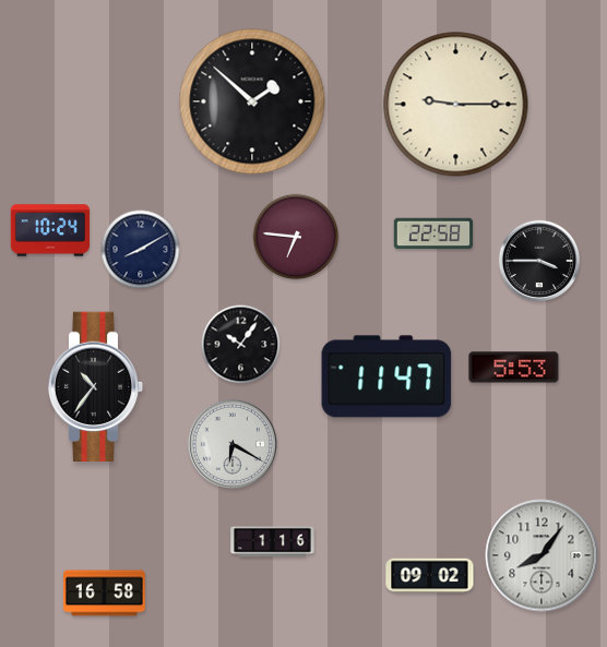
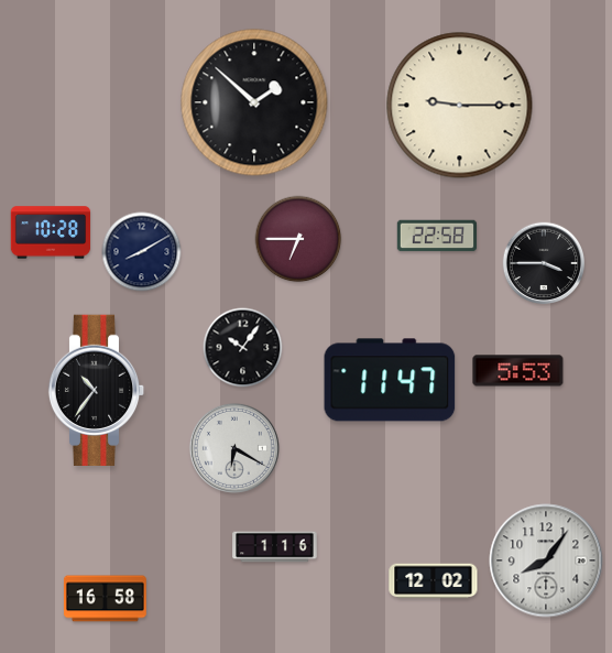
clock at (50, 230): 10:24 -> 10:28
clock at (296, 237): 6:46 -> 6:45
clock at (430, 576): 09:02 -> 12:02
